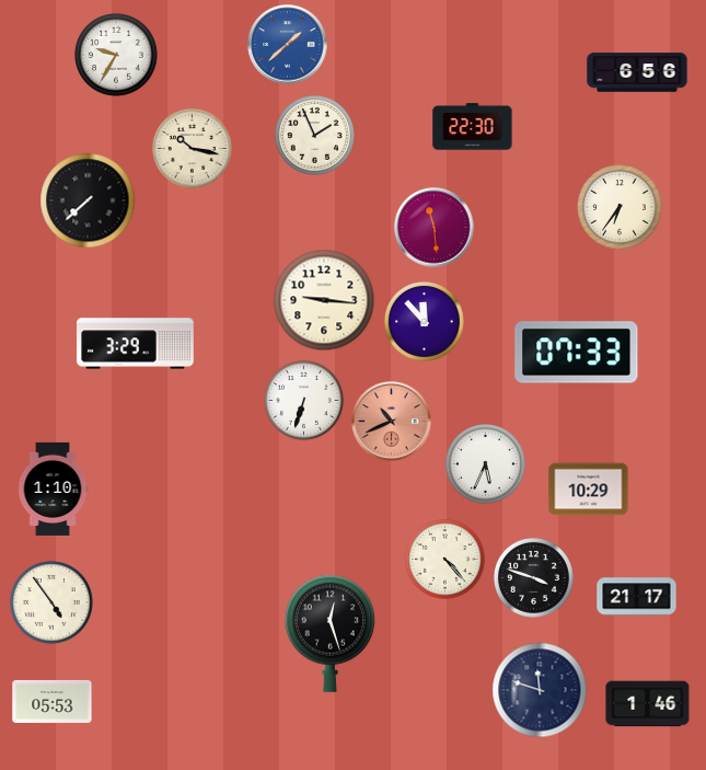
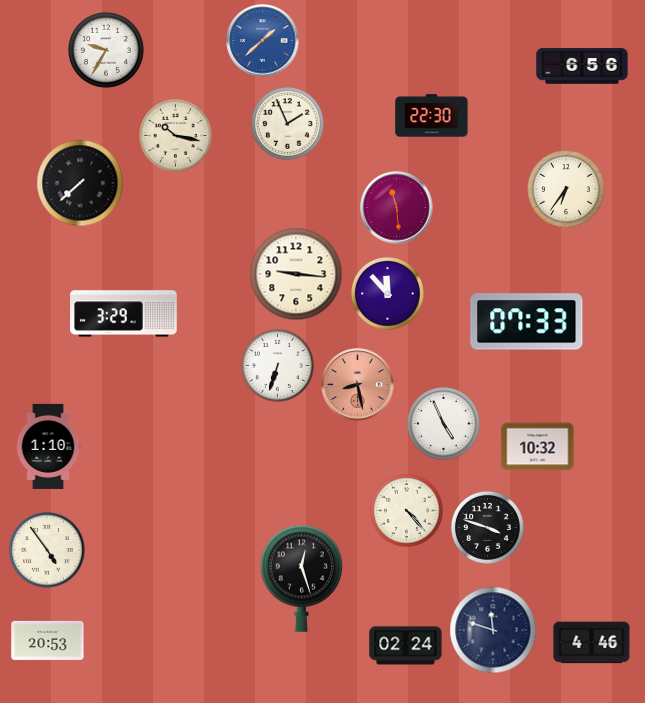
clock at (392, 422): 10:41 -> 8:28
clock at (486, 464): 5:34 -> 4:56
clock at (589, 490): 10:29 -> 10:32
clock at (637, 597): 21:17 -> none
clock at (53, 701): 05:53 -> 20:53
clock at (648, 704): 1:46 -> 4:46
clock at (406, 646): none -> 02:24
